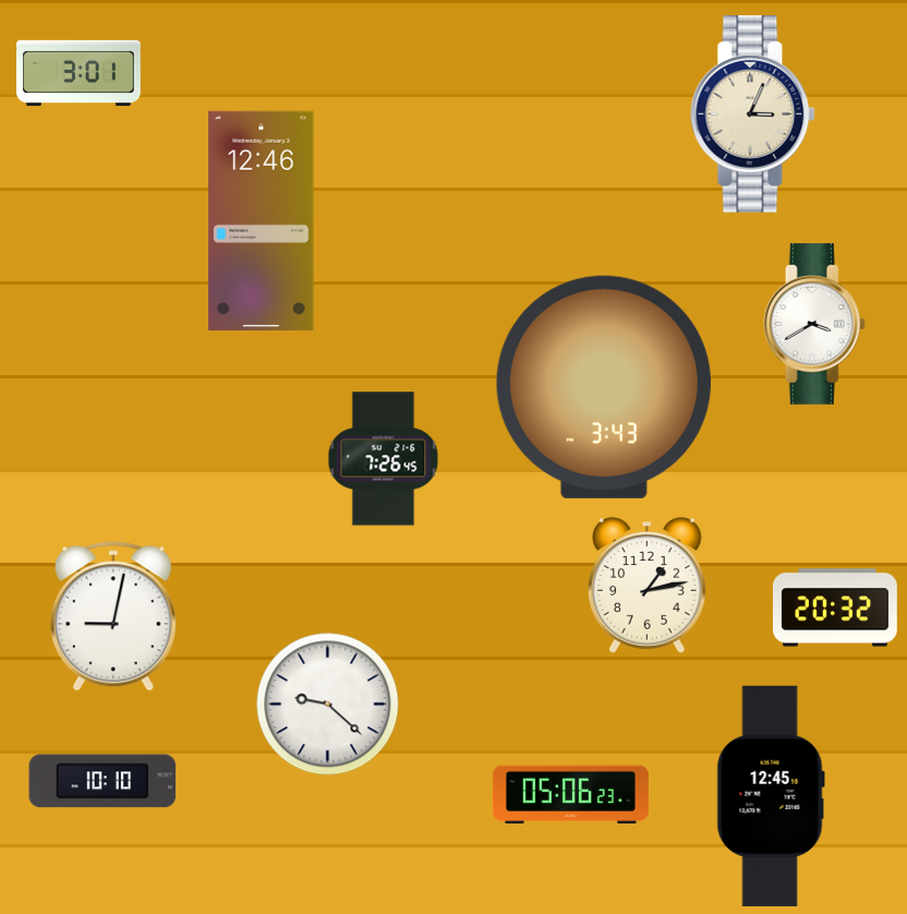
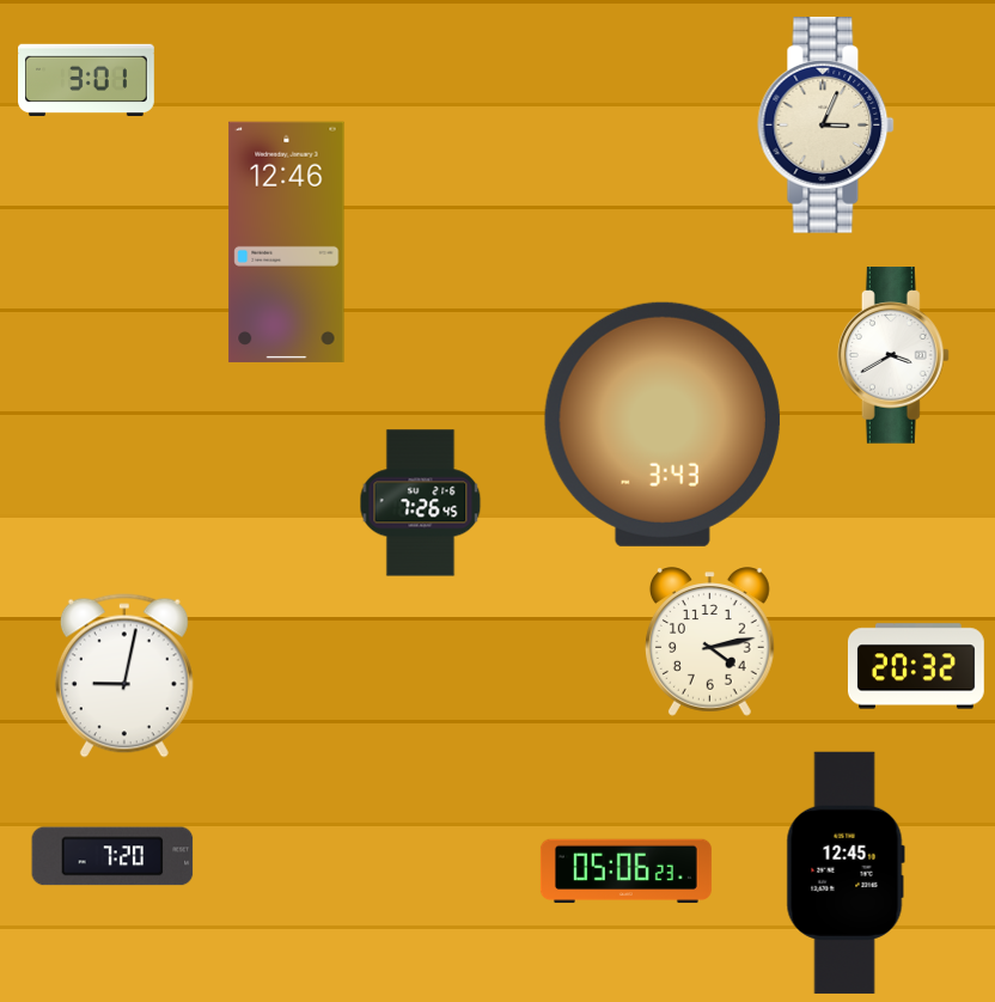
clock at (648, 586): 1:13 -> 4:13
clock at (328, 705): 9:22 -> none
clock at (102, 781): 10:10 -> 7:20
